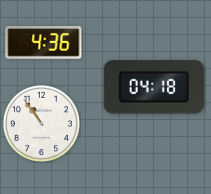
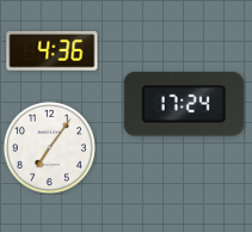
clock at (154, 87): 04:18 -> 17:24
clock at (41, 123): 10:54 -> 7:06
